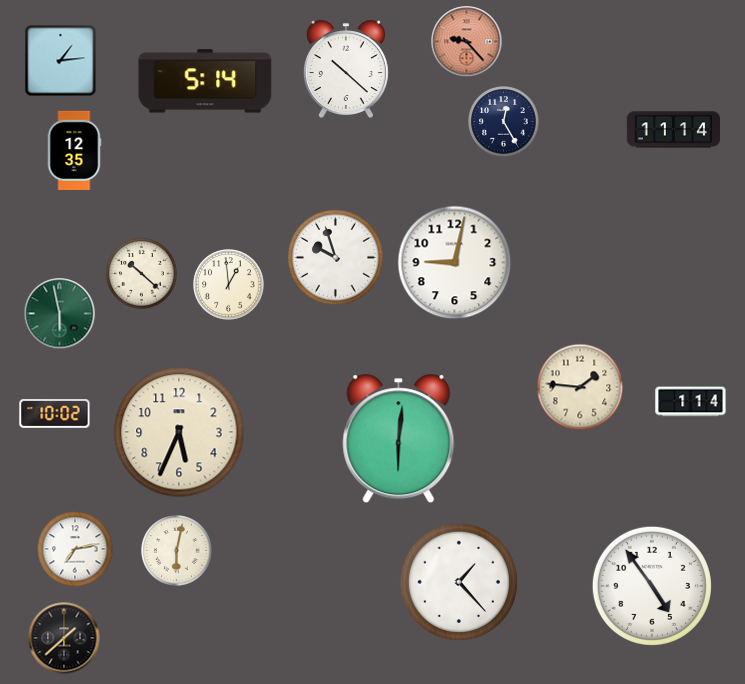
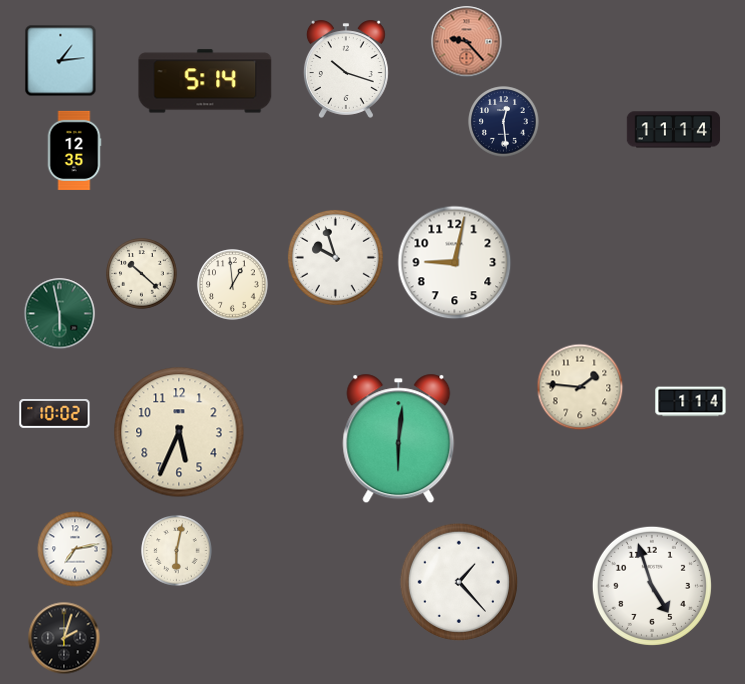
clock at (346, 69): 10:22 -> 10:18
clock at (504, 122): 12:25 -> 12:29
clock at (229, 285) position: (229, 285) -> (233, 285)
clock at (652, 586): 4:54 -> 4:57
clock at (64, 638): 1:38 -> 2:03
